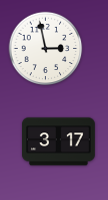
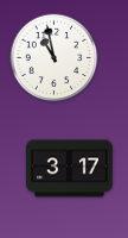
clock at (46, 49): 2:58 -> 10:58
